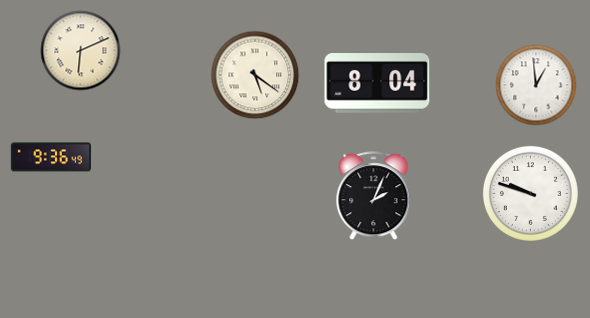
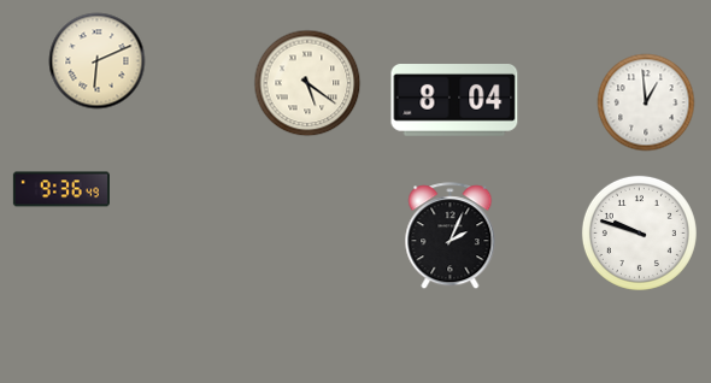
clock at (255, 75) position: (255, 75) -> (307, 83)
